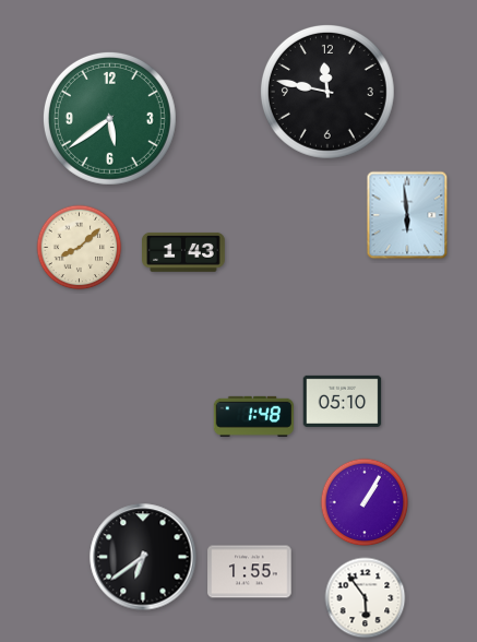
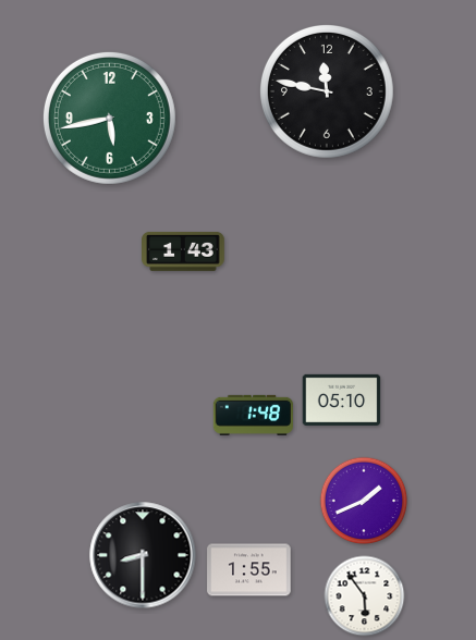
clock at (109, 118): 5:39 -> 5:43
clock at (407, 215): 5:59 -> none
clock at (80, 248): 8:08 -> none
clock at (365, 502): 1:05 -> 1:41
clock at (143, 557): 6:39 -> 8:30
